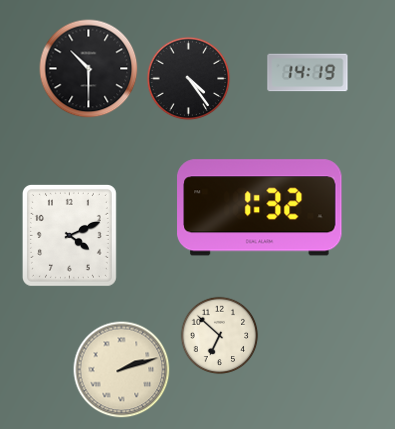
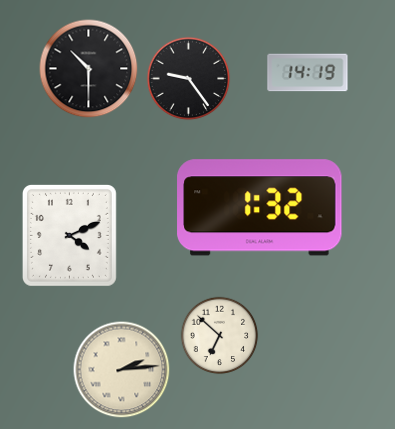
clock at (188, 78): 4:24 -> 9:24
clock at (121, 369): 2:12 -> 2:14
